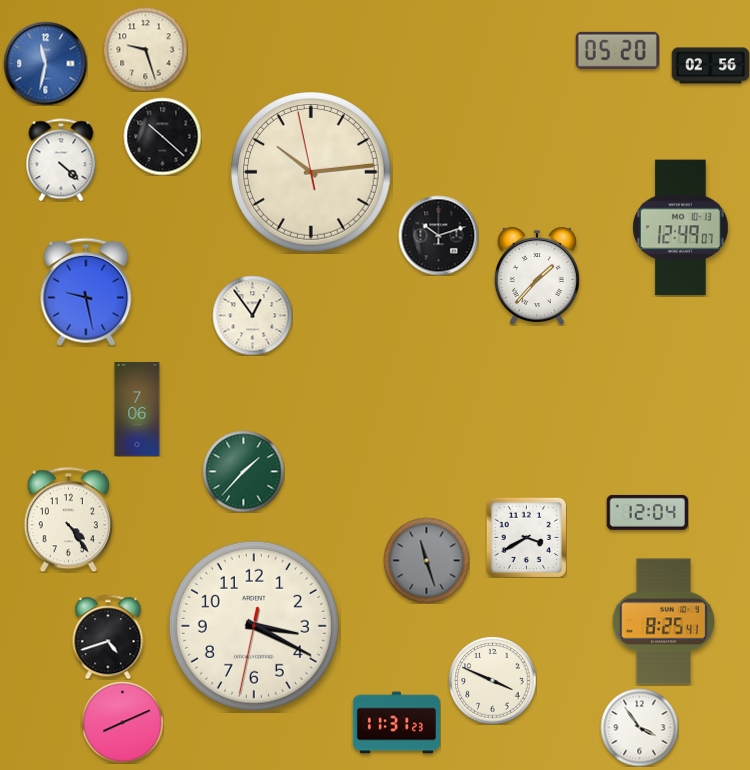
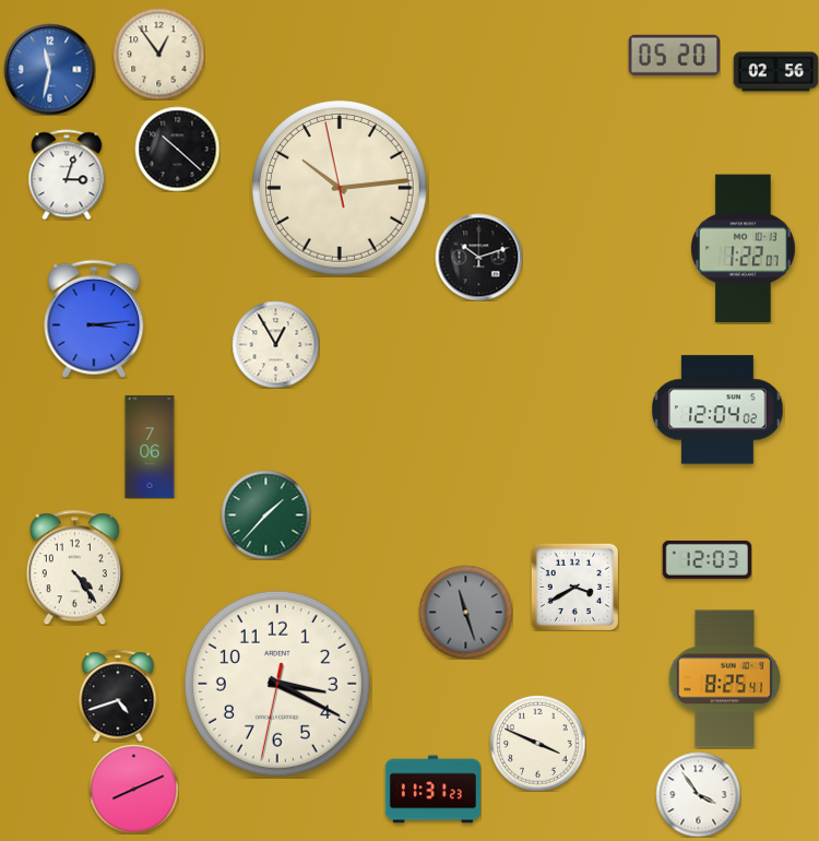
clock at (145, 49): 9:27 -> 12:54
clock at (61, 160): 4:22 -> 3:03
clock at (681, 228): 12:49 -> 1:22
clock at (537, 276): 1:37 -> none
clock at (86, 292): 9:28 -> 3:14
clock at (252, 315): 12:54 -> 12:55
clock at (717, 410): none -> 12:04
clock at (647, 512): 12:04 -> 12:03
